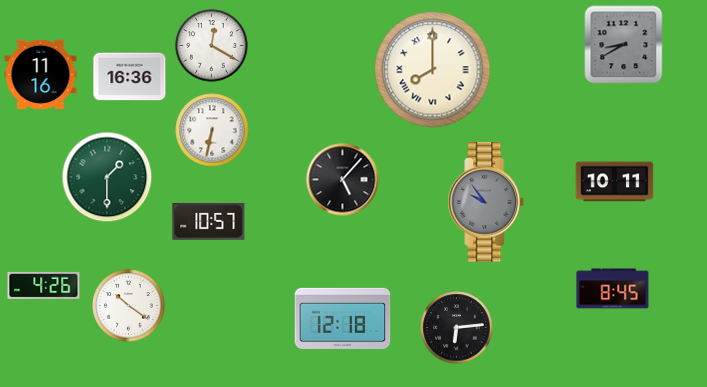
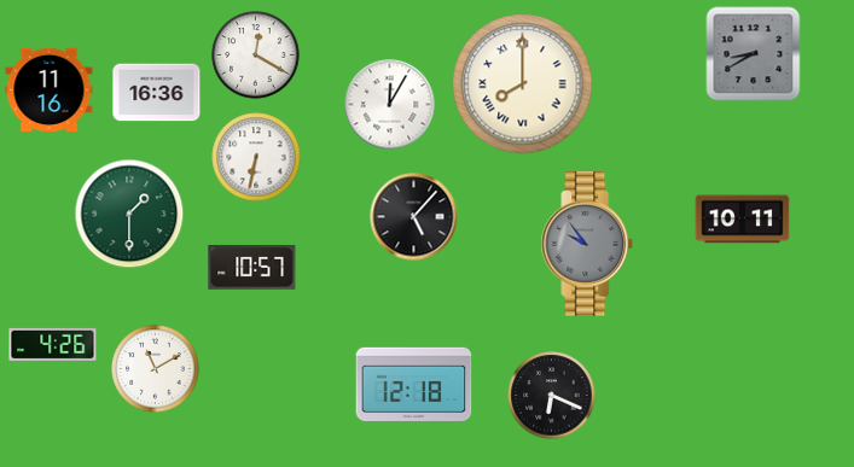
clock at (390, 105): none -> 12:05
clock at (613, 289): 8:45 -> none
clock at (129, 306): 10:21 -> 11:10
clock at (457, 328): 6:14 -> 6:19
